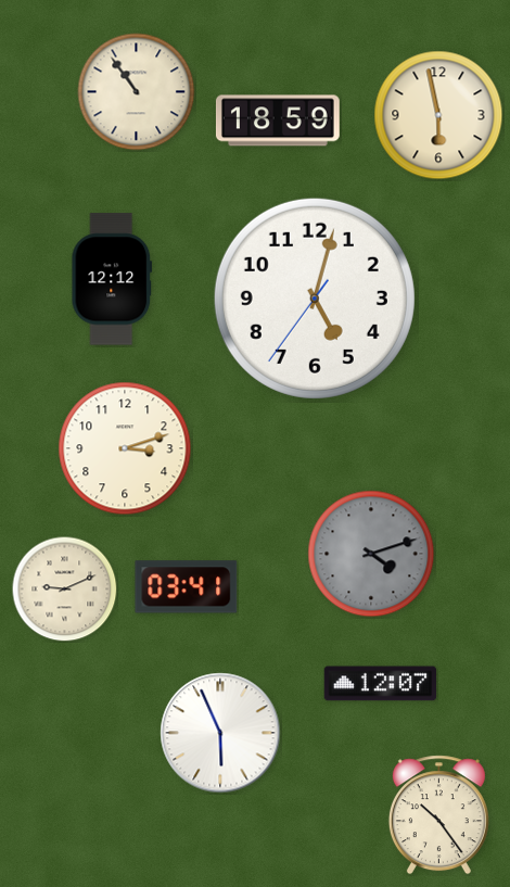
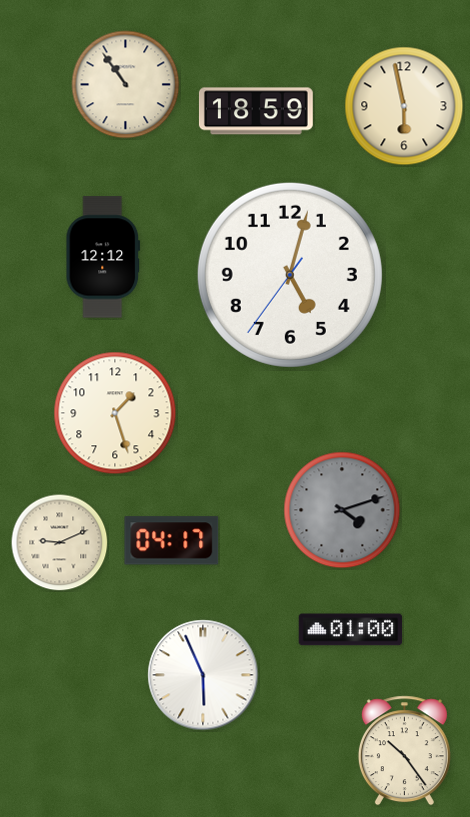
clock at (125, 448): 3:12 -> 1:27
clock at (187, 587): 03:41 -> 04:17
clock at (381, 684): 12:07 -> 01:00
